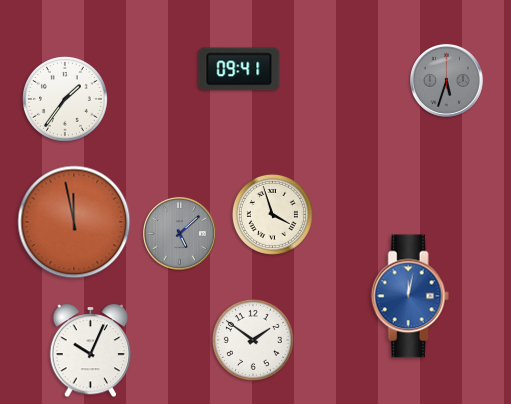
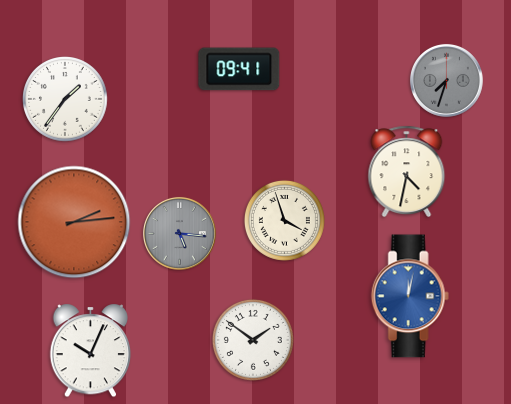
clock at (446, 80): 5:33 -> 7:33
clock at (407, 172): none -> 4:32
clock at (272, 214) position: (272, 214) -> (284, 220)
clock at (74, 222): 11:58 -> 2:14
clock at (179, 233): 5:08 -> 5:16
